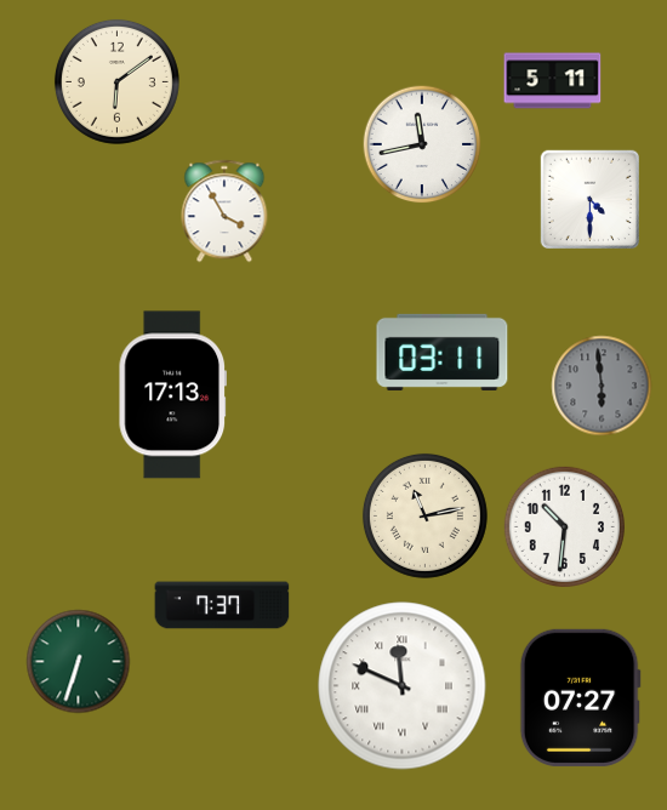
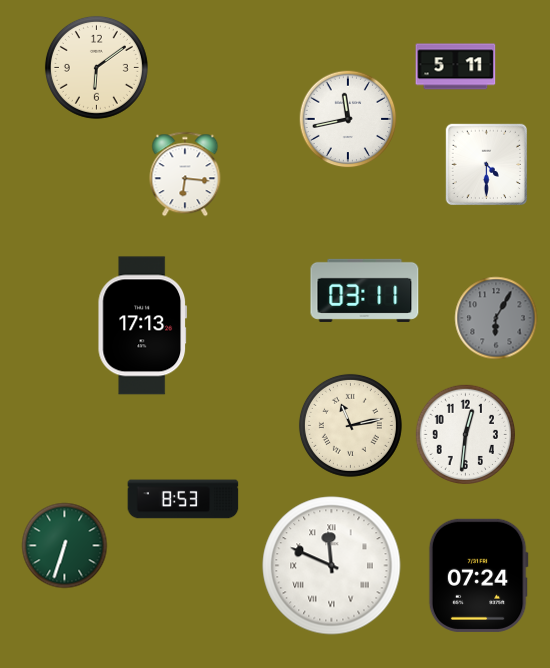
clock at (224, 211): 3:55 -> 6:16
clock at (602, 386): 5:59 -> 6:05
clock at (564, 526): 10:31 -> 12:31
clock at (222, 605): 7:37 -> 8:53
clock at (580, 697): 07:27 -> 07:24
